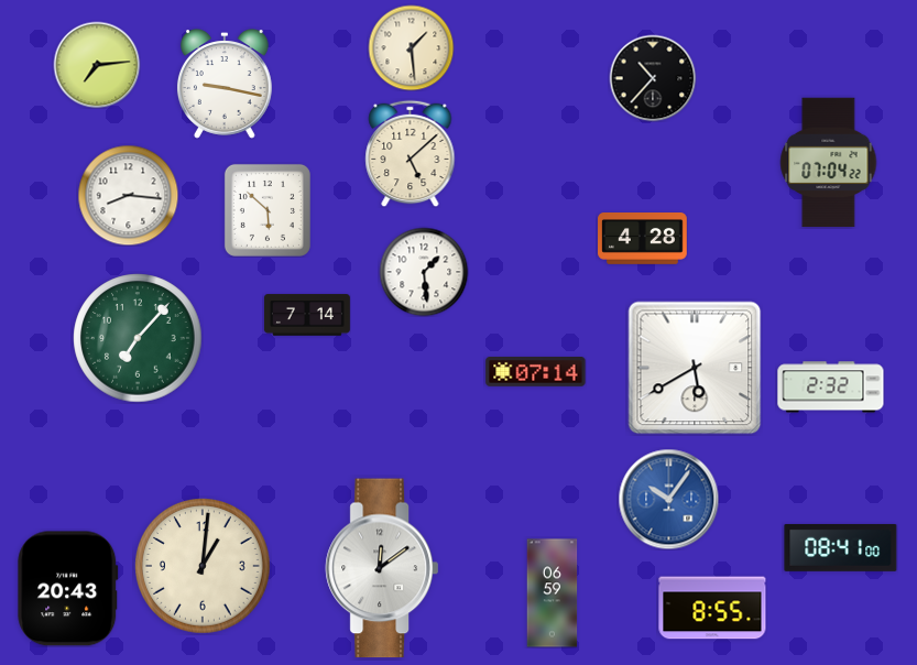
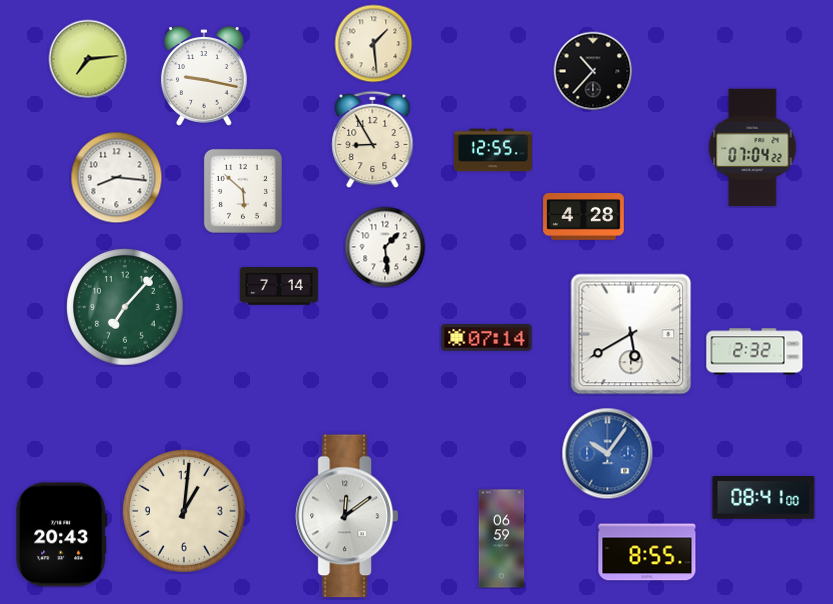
clock at (411, 153): 5:08 -> 8:55
clock at (493, 150): none -> 12:55
clock at (204, 567) position: (204, 567) -> (185, 512)
